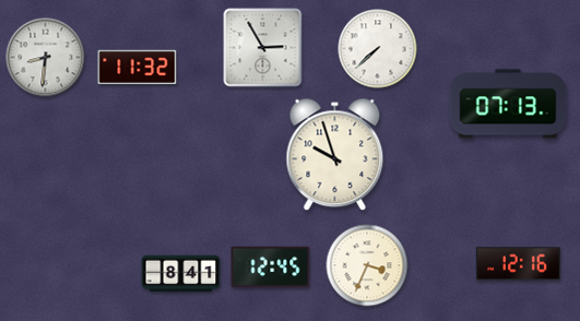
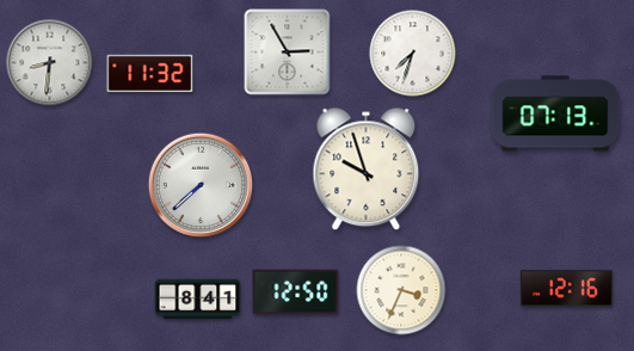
clock at (378, 49): 7:38 -> 7:33
clock at (199, 184): none -> 7:38
clock at (271, 267): 12:45 -> 12:50
